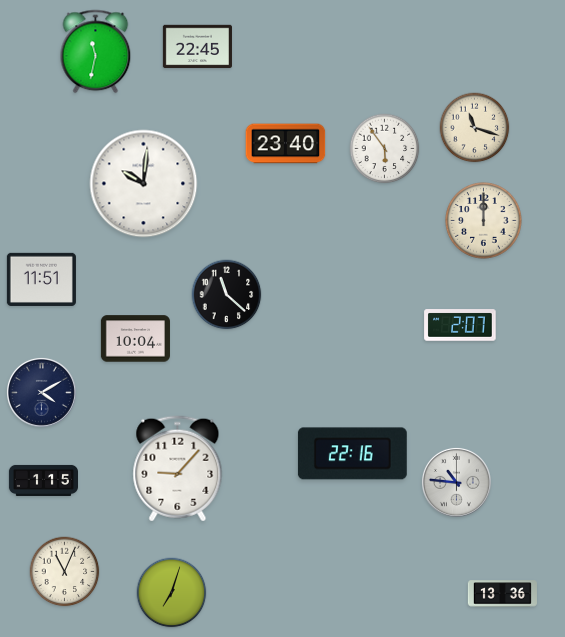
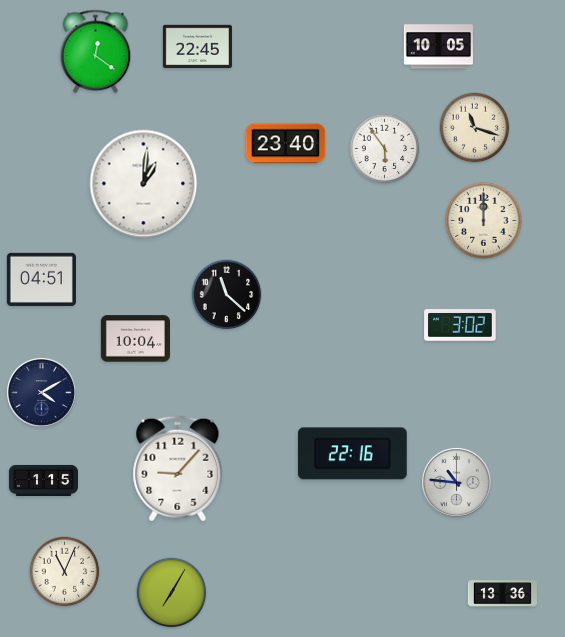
clock at (438, 47): none -> 10:05
clock at (96, 52): 11:32 -> 12:21
clock at (144, 184): 10:01 -> 1:01
clock at (41, 279): 11:51 -> 04:51
clock at (460, 325): 2:07 -> 3:02
clock at (172, 593): 7:03 -> 7:05
